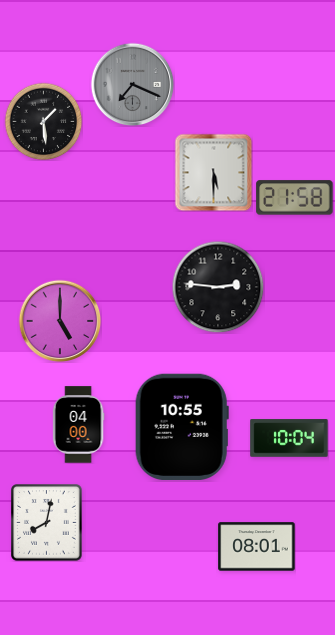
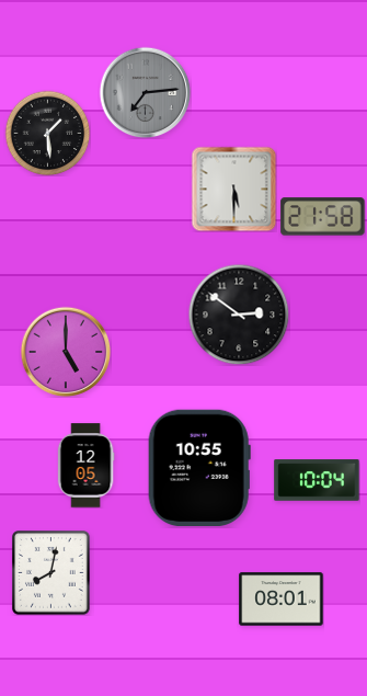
clock at (132, 84): 7:19 -> 7:14
clock at (218, 287): 2:46 -> 2:51
clock at (78, 425): 04:00 -> 12:05
